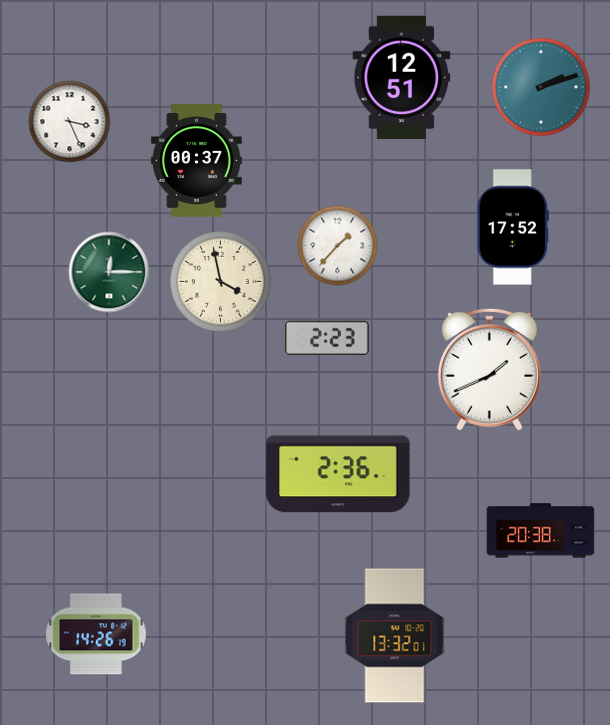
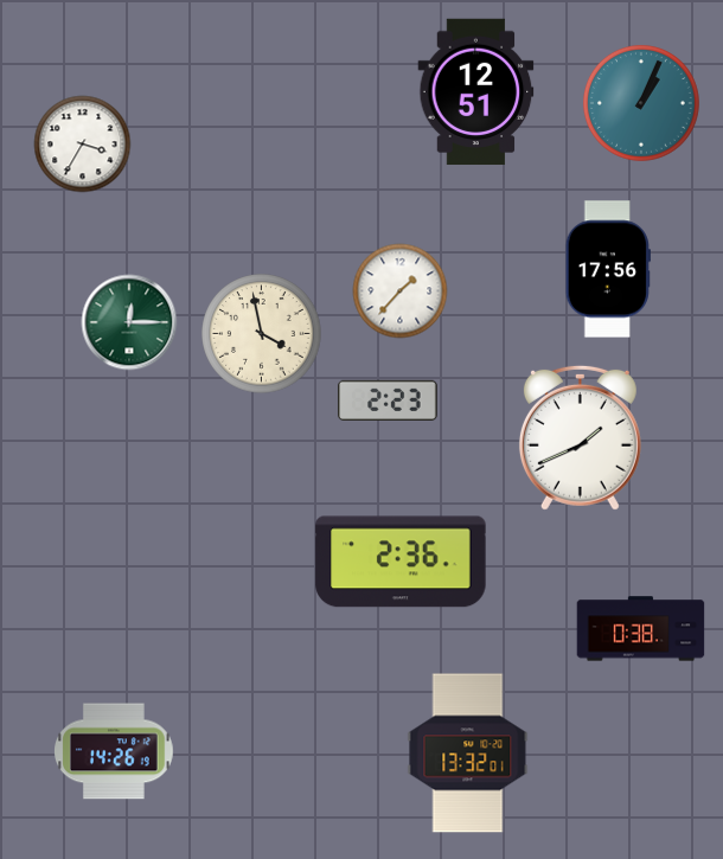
clock at (541, 87): 2:12 -> 1:04
clock at (70, 122): 3:26 -> 3:35
clock at (196, 161): 00:37 -> none
clock at (513, 227): 17:52 -> 17:56
clock at (541, 531): 20:38 -> 0:38
